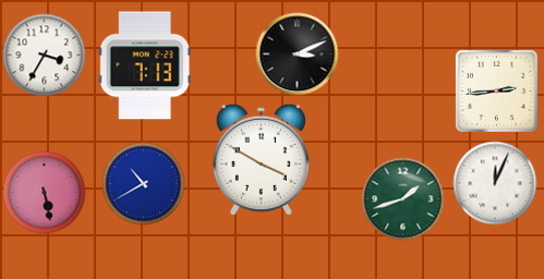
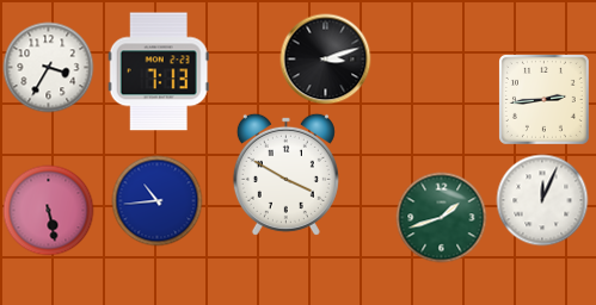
clock at (298, 54): 3:11 -> 3:12
clock at (45, 56) position: (45, 56) -> (49, 68)
clock at (144, 184): 10:40 -> 10:44
